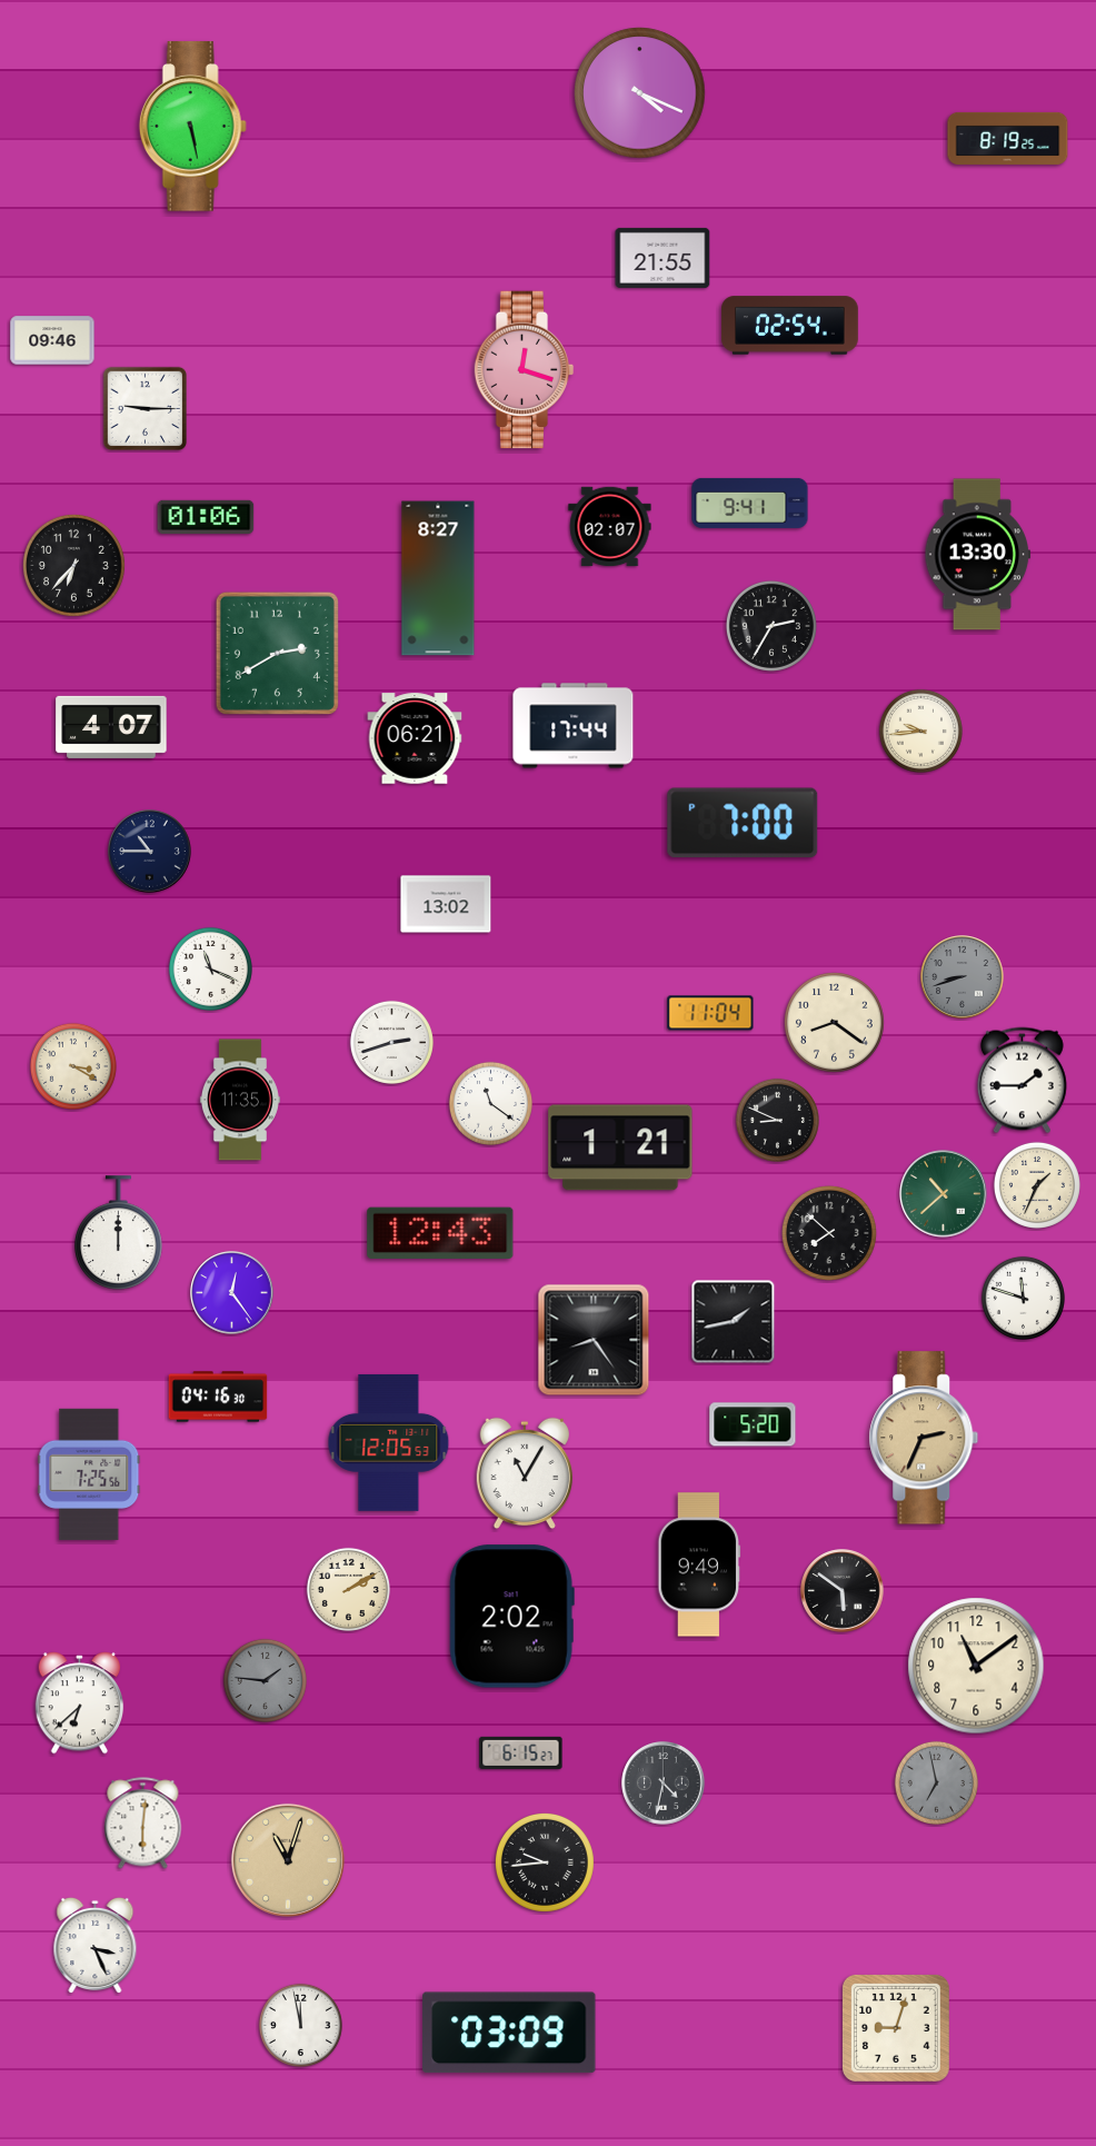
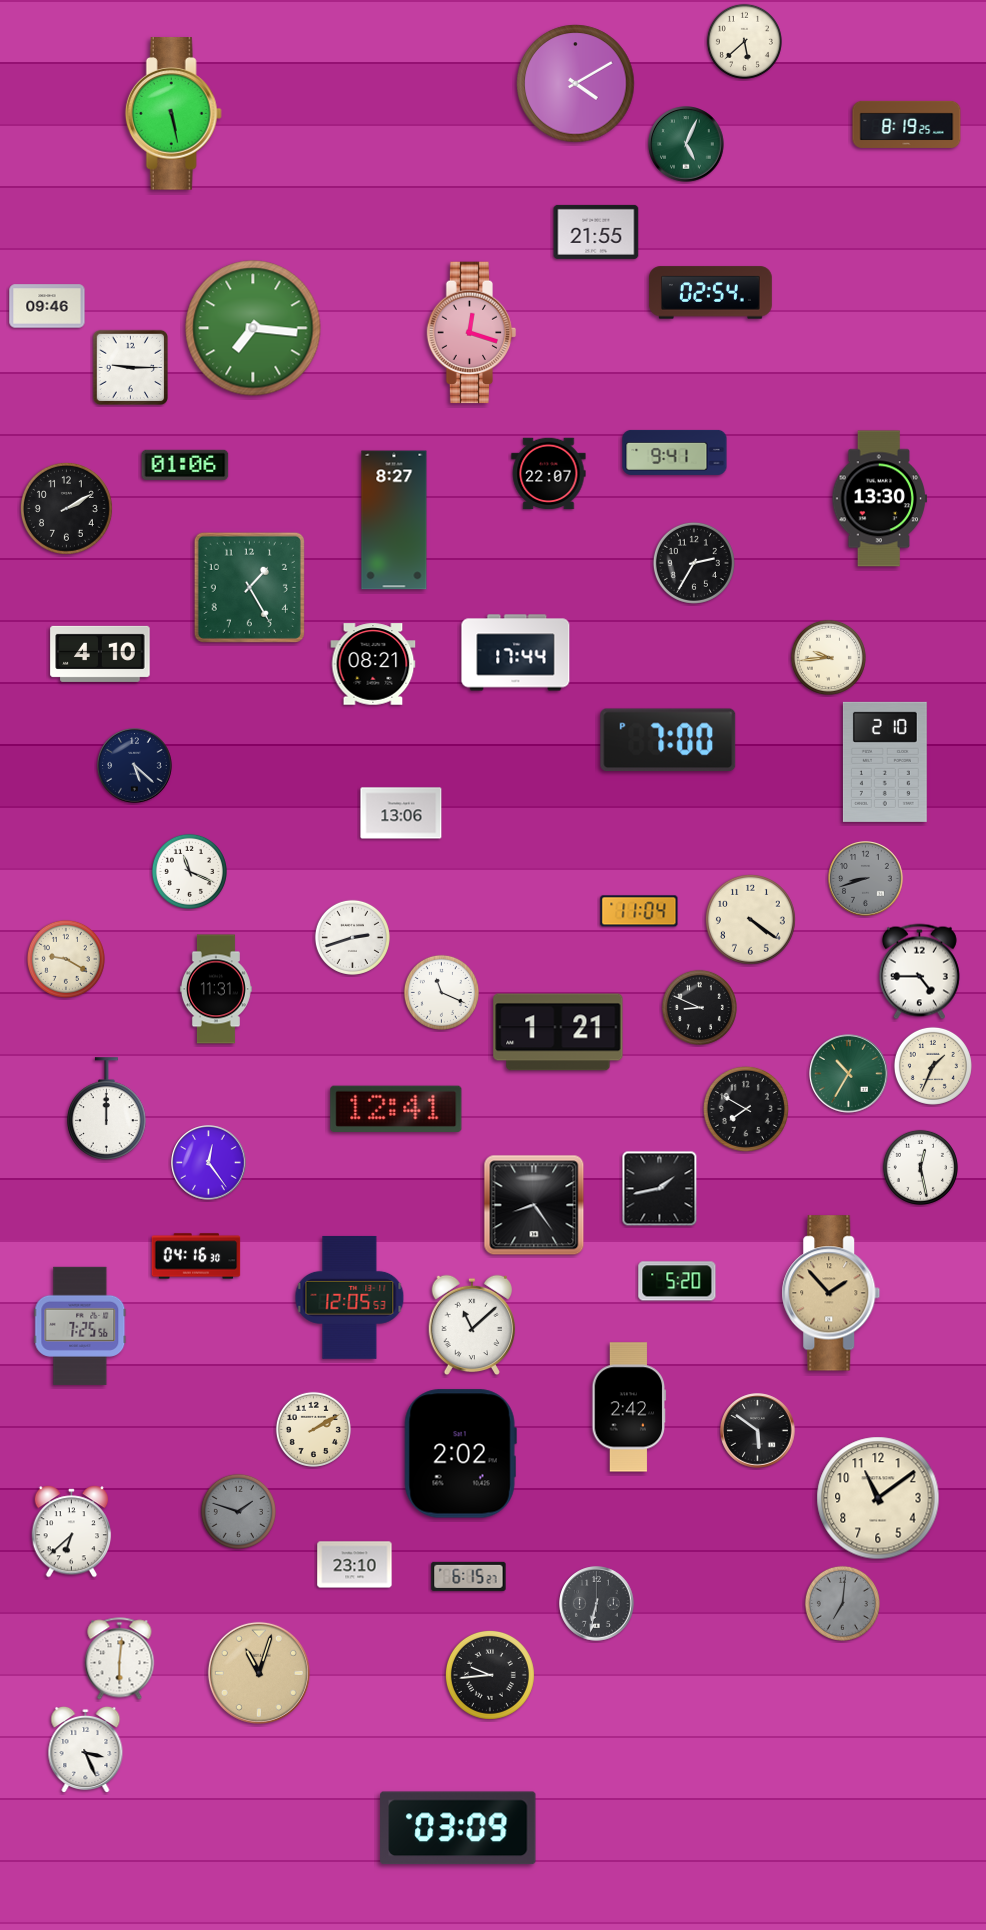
clock at (744, 41): none -> 5:38
clock at (640, 93): 4:19 -> 4:10
clock at (686, 144): none -> 5:04
clock at (253, 328): none -> 7:16
clock at (610, 527): 02:07 -> 22:07
clock at (73, 565): 6:37 -> 2:10
clock at (277, 653): 2:40 -> 1:25
clock at (111, 727): 4:07 -> 4:10
clock at (415, 738): 06:21 -> 08:21
clock at (885, 762): none -> 2:10
clock at (150, 852): 10:45 -> 5:22
clock at (446, 904): 13:02 -> 13:06
clock at (834, 1022): 8:21 -> 4:21
clock at (73, 1066): 3:20 -> 9:20
clock at (1022, 1081): 1:45 -> 4:45
clock at (240, 1100): 11:35 -> 11:31
clock at (490, 1103): 11:21 -> 11:19
clock at (944, 1194): 10:38 -> 10:35
clock at (440, 1233): 12:43 -> 12:41
clock at (829, 1233): 7:52 -> 7:50
clock at (1023, 1298): 11:48 -> 12:28
clock at (924, 1438): 2:34 -> 1:53
clock at (524, 1473): 11:05 -> 11:08
clock at (699, 1564): 9:49 -> 2:42
clock at (265, 1680): 1:46 -> 1:48
clock at (355, 1565): none -> 23:10
clock at (936, 1782): 6:58 -> 7:01
clock at (664, 1784): 4:32 -> 6:32
clock at (143, 1824) position: (143, 1824) -> (120, 1659)
clock at (300, 2025): 11:58 -> none
clock at (896, 2028): 9:03 -> none
